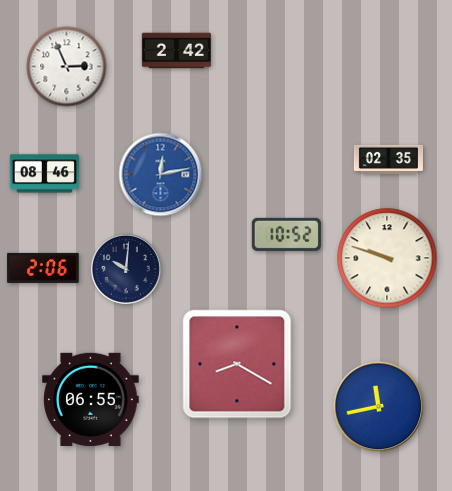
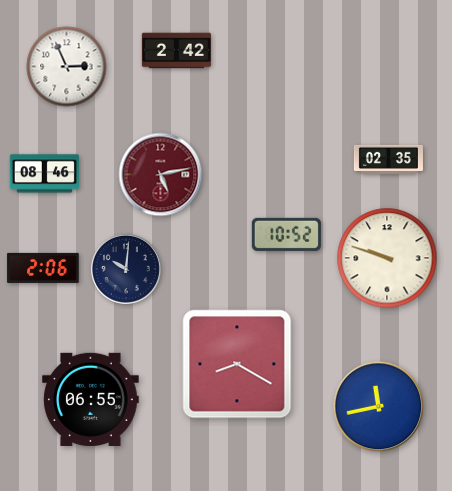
clock at (161, 175): 12:13 -> 5:13
clock at (161, 175) dial: blue -> burgundy
